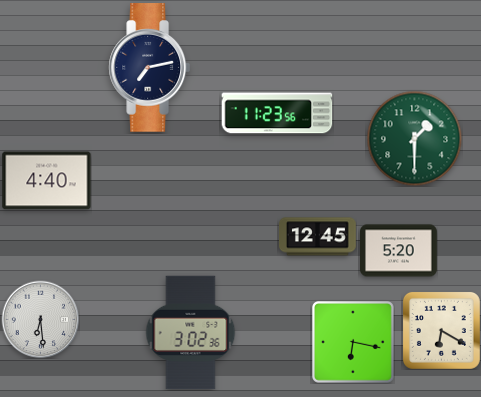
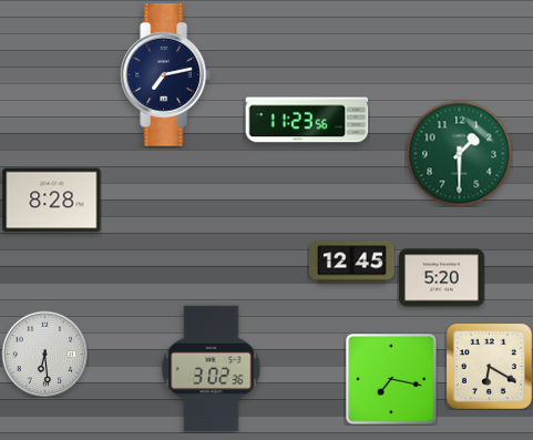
clock at (277, 113) position: (277, 113) -> (307, 120)
clock at (47, 181): 4:40 -> 8:28
clock at (353, 342): 6:17 -> 7:17
